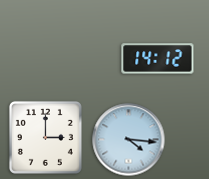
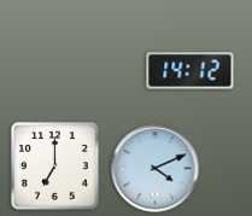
clock at (45, 137): 3:00 -> 7:00
clock at (129, 140): 4:16 -> 4:11
